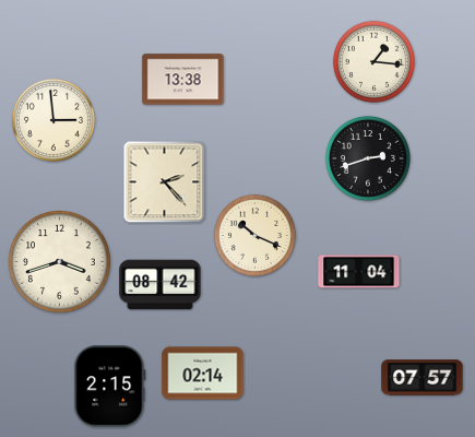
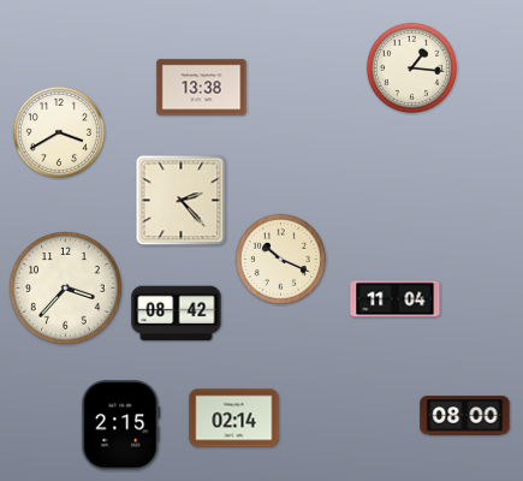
clock at (54, 120): 2:59 -> 3:40
clock at (368, 158): 2:42 -> none
clock at (60, 262): 3:42 -> 3:37
clock at (203, 374) position: (203, 374) -> (234, 418)
clock at (423, 378): 07:57 -> 08:00
